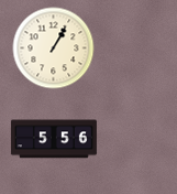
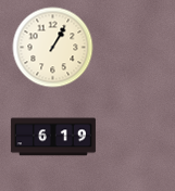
clock at (54, 139): 5:56 -> 6:19
